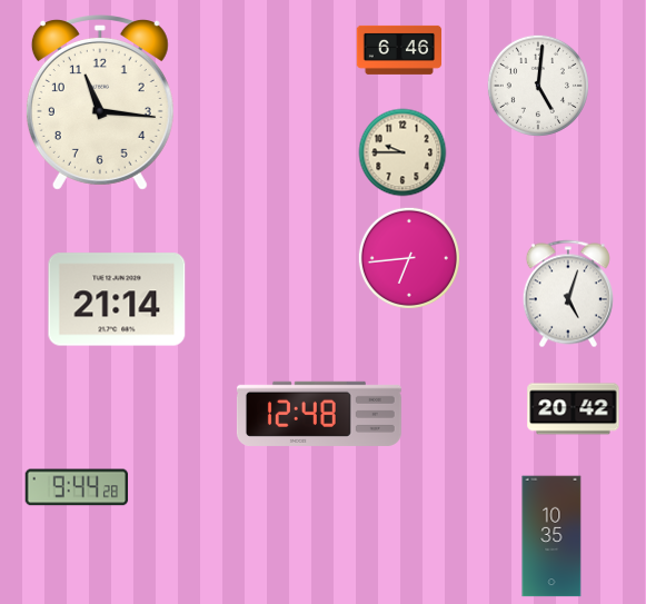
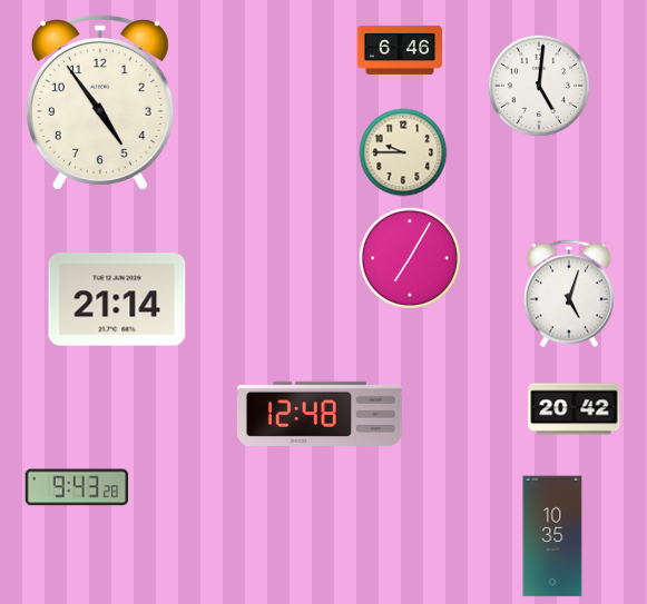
clock at (100, 103): 11:16 -> 4:54
clock at (409, 258): 6:44 -> 7:05
clock at (77, 487): 9:44 -> 9:43
